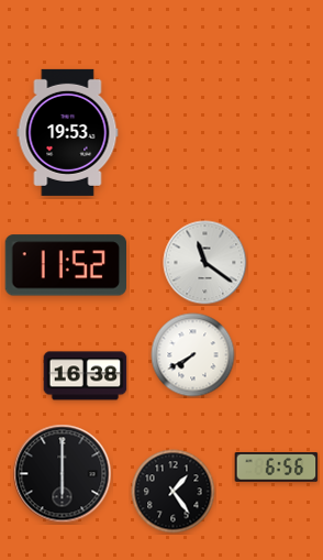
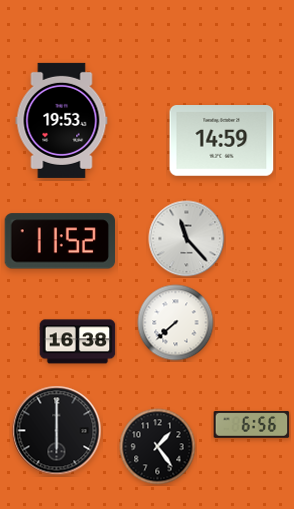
clock at (222, 141): none -> 14:59
clock at (205, 263): 11:21 -> 11:23
clock at (193, 355): 7:40 -> 7:38
